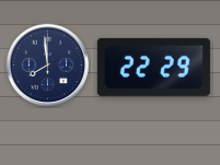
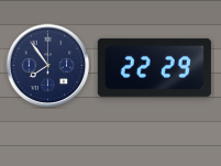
clock at (48, 66): 7:59 -> 7:54
